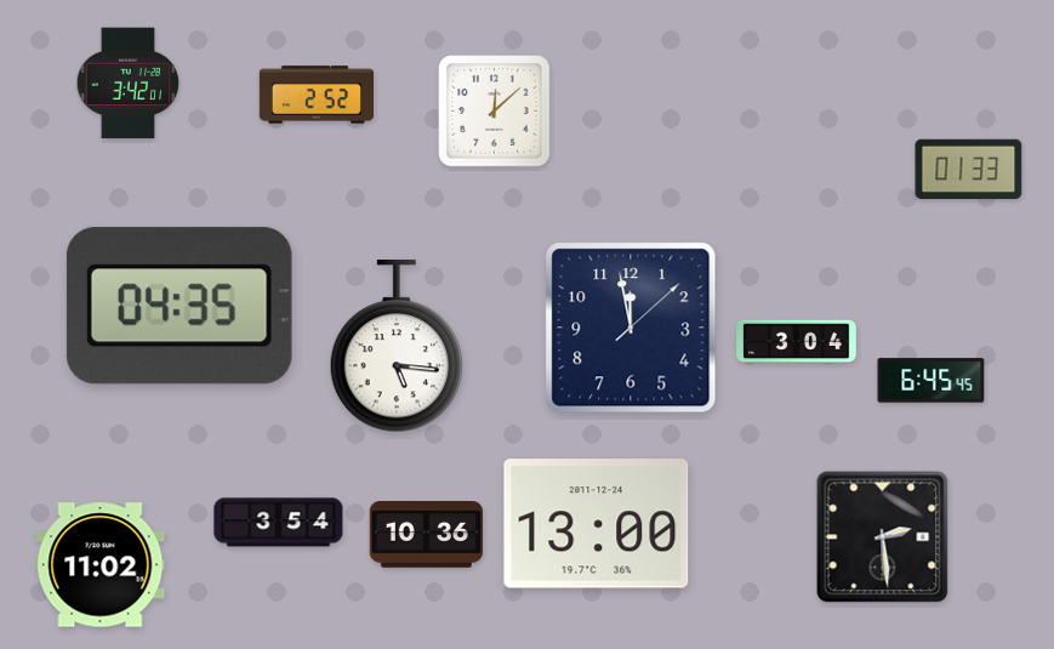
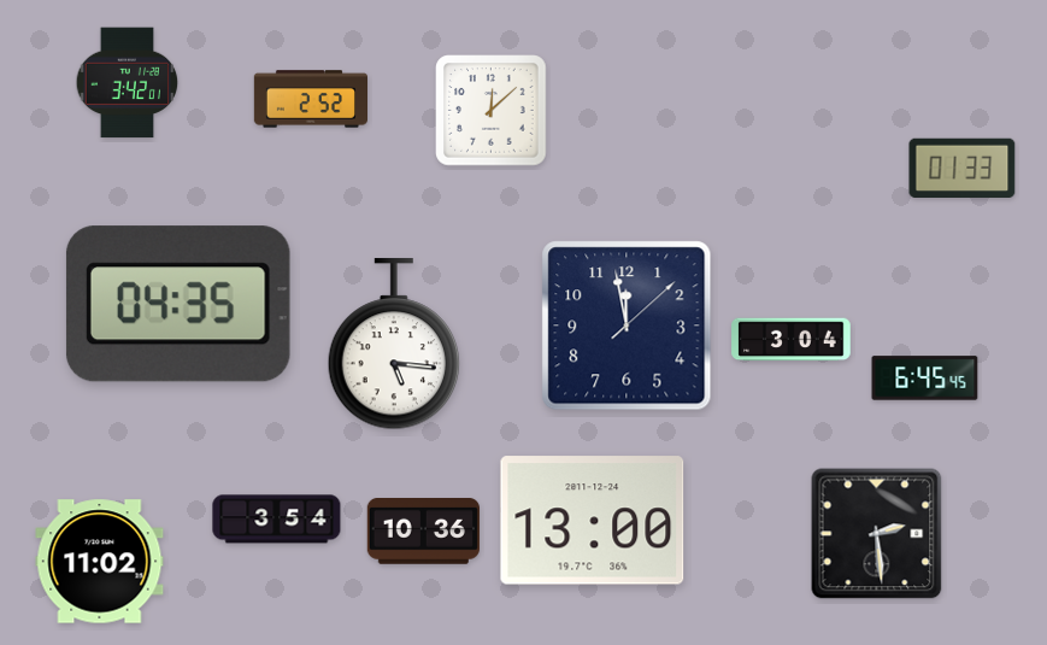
clock at (315, 95) position: (315, 95) -> (310, 99)
